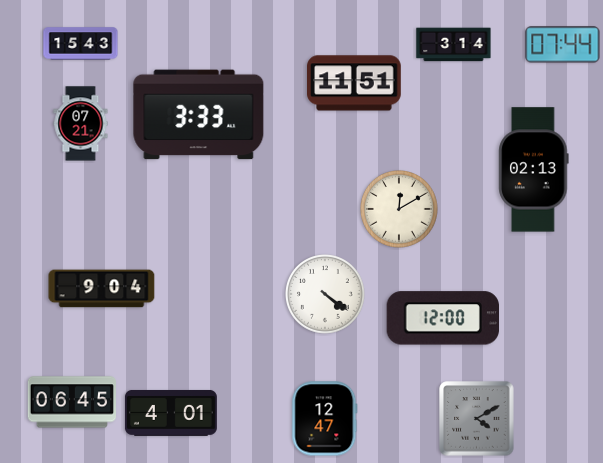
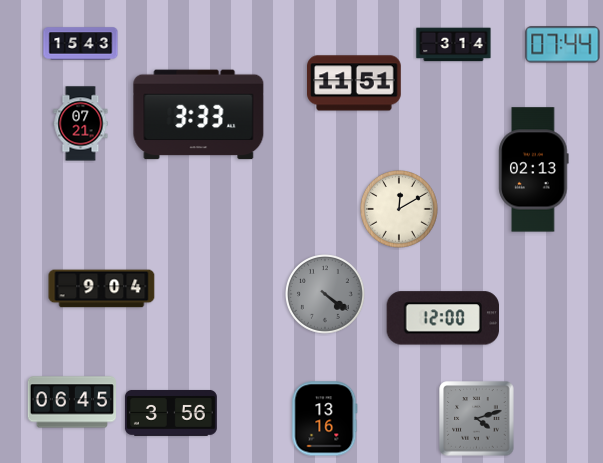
clock at (326, 295) dial: white -> grey
clock at (171, 413): 4:01 -> 3:56
clock at (325, 419): 12:47 -> 13:16
clock at (477, 419): 4:10 -> 4:12
